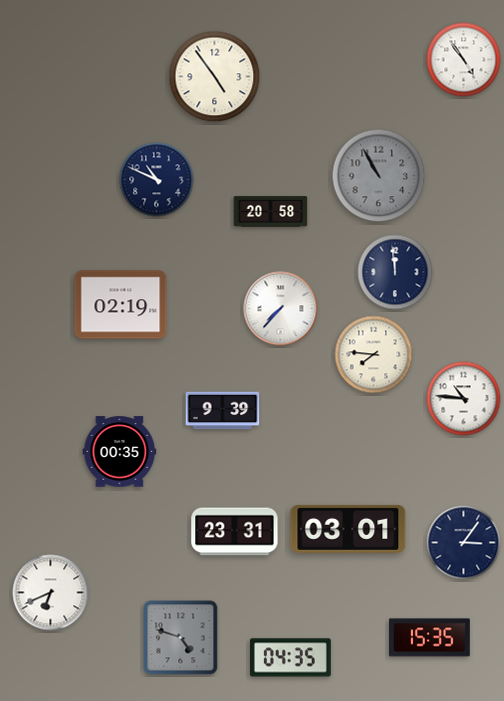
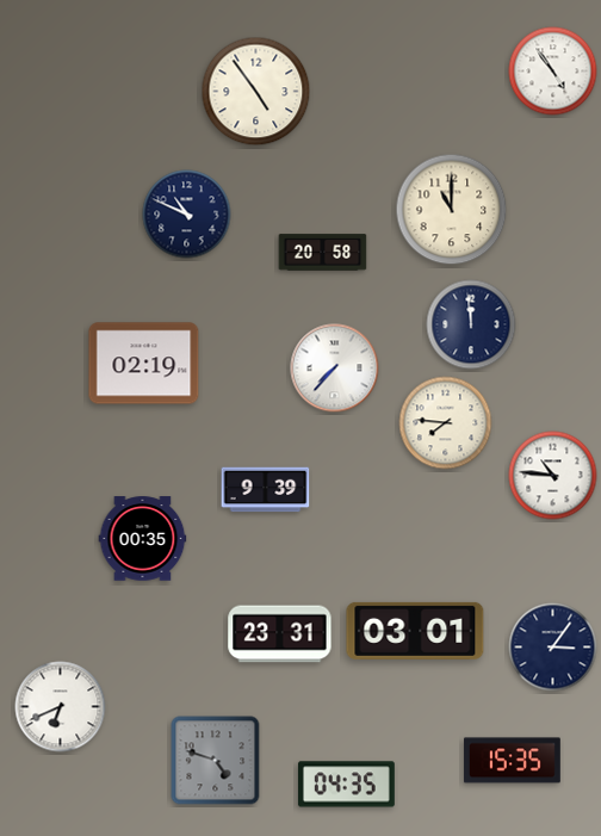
clock at (379, 176): 10:55 -> 11:00
clock at (379, 176) dial: grey -> cream
